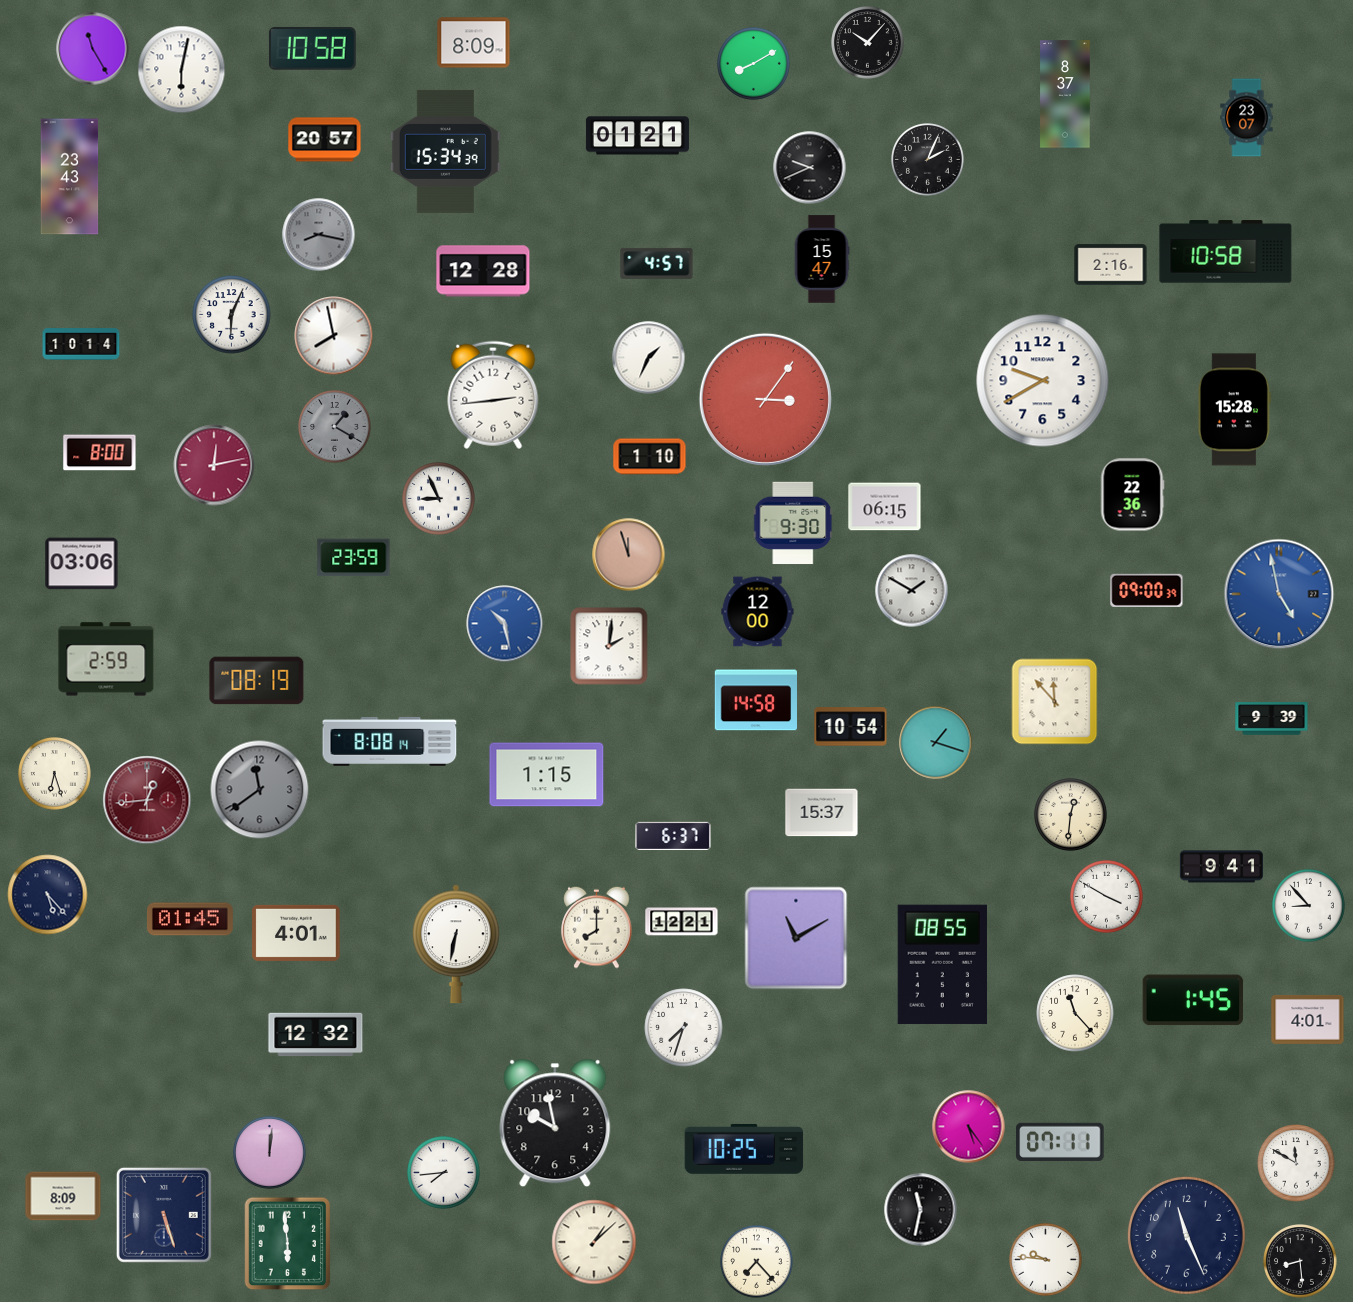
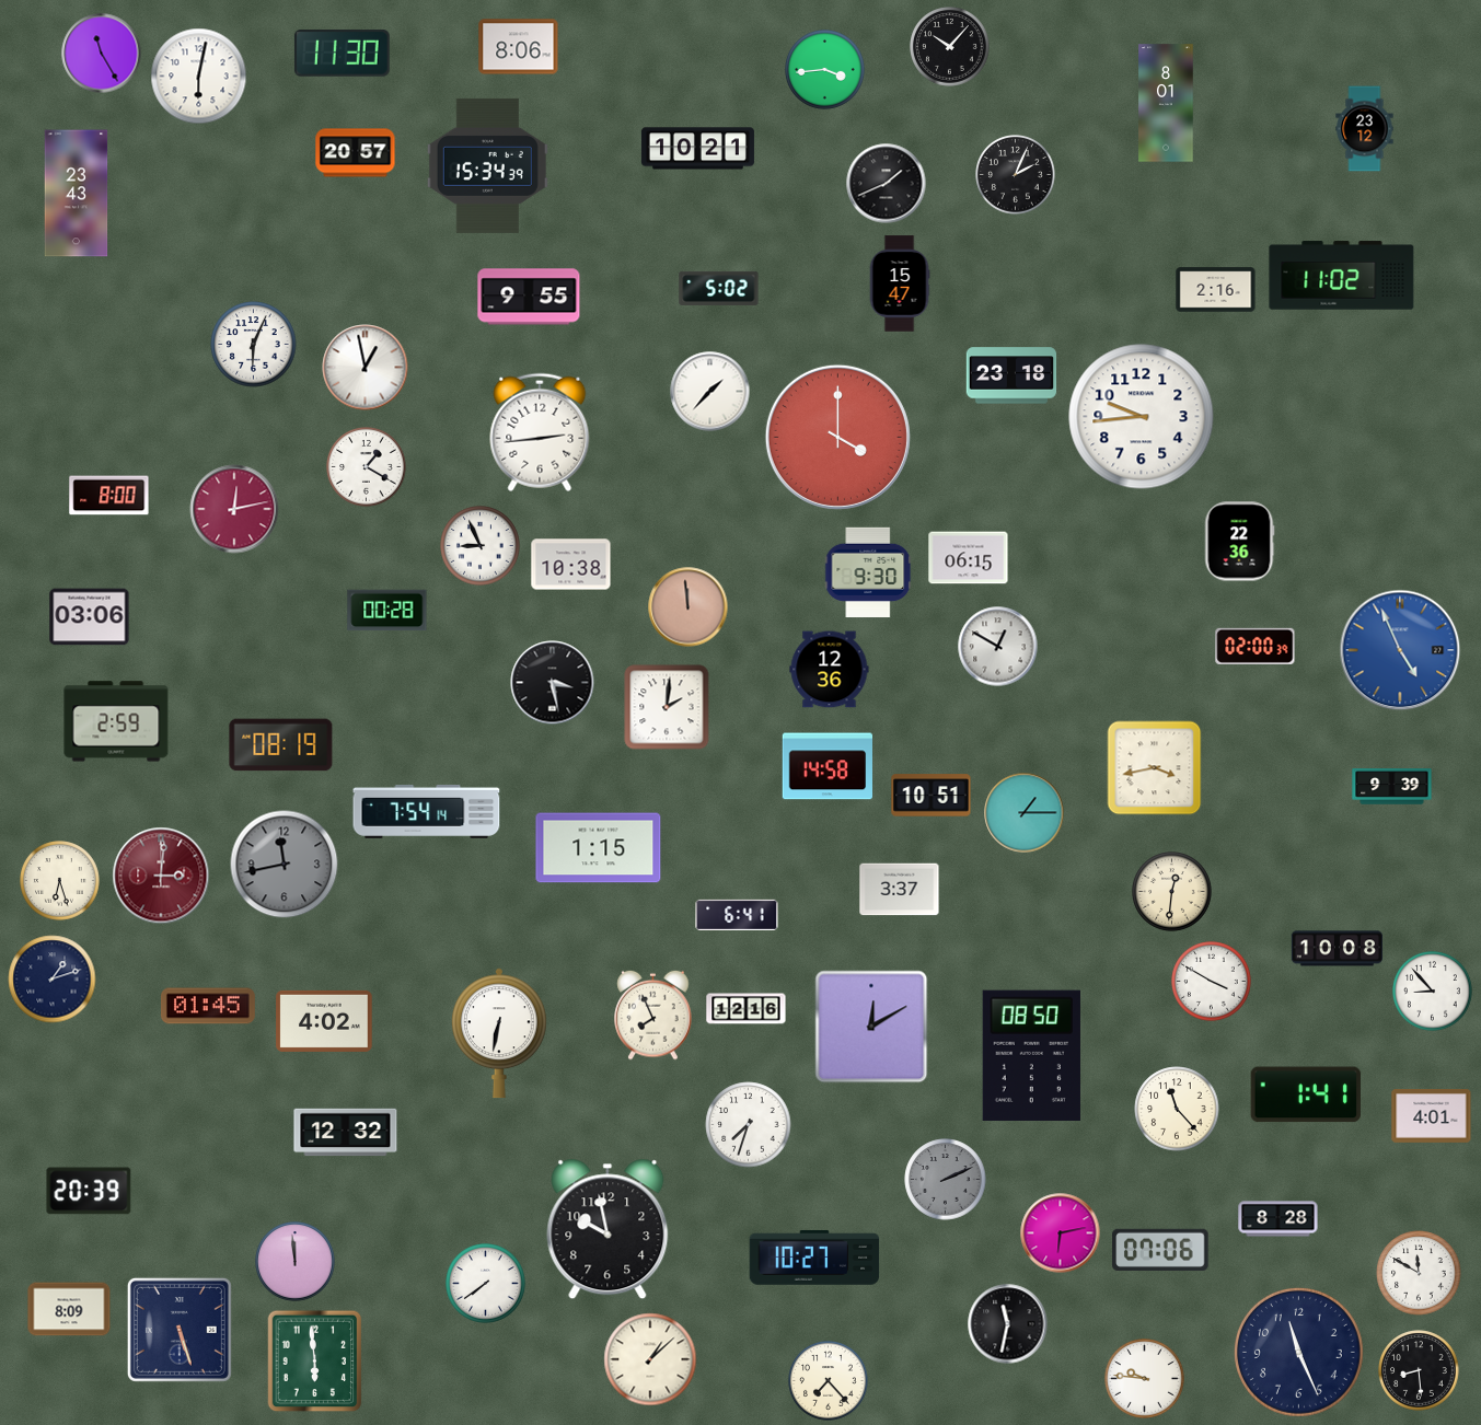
clock at (474, 43): 8:09 -> 8:06
clock at (312, 49): 10:58 -> 11:30
clock at (754, 64): 8:10 -> 3:44
clock at (1065, 94): 8:37 -> 8:01
clock at (1247, 118): 23:07 -> 23:12
clock at (637, 136): 01:21 -> 10:21
clock at (810, 168): 9:41 -> 1:41
clock at (319, 235): 8:17 -> none
clock at (1226, 252): 10:58 -> 11:02
clock at (657, 263): 4:57 -> 5:02
clock at (483, 271): 12:28 -> 9:55
clock at (334, 336): 7:58 -> 12:58
clock at (1011, 375): none -> 23:18
clock at (81, 344): 10:14 -> none
clock at (649, 358): 1:34 -> 1:37
clock at (1043, 381): 9:40 -> 9:44
clock at (765, 399): 3:06 -> 4:00
clock at (1234, 410): 15:28 -> none
clock at (335, 427) dial: grey -> white
clock at (650, 457): 1:10 -> none
clock at (885, 507) position: (885, 507) -> (969, 558)
clock at (571, 565): none -> 10:38
clock at (629, 555): 11:57 -> 11:59
clock at (354, 558): 23:59 -> 00:28
clock at (1147, 590): 09:00 -> 02:00
clock at (912, 591): 1:50 -> 12:50
clock at (1279, 594): 4:58 -> 4:56
clock at (758, 612): 12:00 -> 12:36
clock at (505, 624): 10:28 -> 3:28
clock at (505, 624) dial: blue -> black
clock at (1055, 702): 11:53 -> 3:43
clock at (851, 727): 10:54 -> 10:51
clock at (390, 741): 8:08 -> 7:54
clock at (936, 743): 1:18 -> 1:15
clock at (55, 774) position: (55, 774) -> (60, 881)
clock at (260, 790): 11:39 -> 11:43
clock at (147, 800): 12:44 -> 3:01
clock at (822, 813): 15:37 -> 3:37
clock at (673, 835): 6:37 -> 6:41
clock at (1221, 867): 9:41 -> 10:08
clock at (48, 895): 5:23 -> 1:12
clock at (682, 922): 12:21 -> 12:16
clock at (597, 927): 8:00 -> 7:56
clock at (296, 933): 4:01 -> 4:02
clock at (796, 938): 11:10 -> 12:10
clock at (942, 964): 08:55 -> 08:50
clock at (1193, 1000): 1:45 -> 1:41
clock at (946, 1180): none -> 2:11
clock at (89, 1191): none -> 20:39
clock at (1278, 1219): none -> 8:28
clock at (969, 1127): 5:24 -> 6:13
clock at (1060, 1142): 07:11 -> 07:06
clock at (744, 1149): 10:25 -> 10:27
clock at (270, 1153): 12:01 -> 11:59
clock at (444, 1173): 7:44 -> 7:39
clock at (1300, 1261) position: (1300, 1261) -> (1419, 1370)
